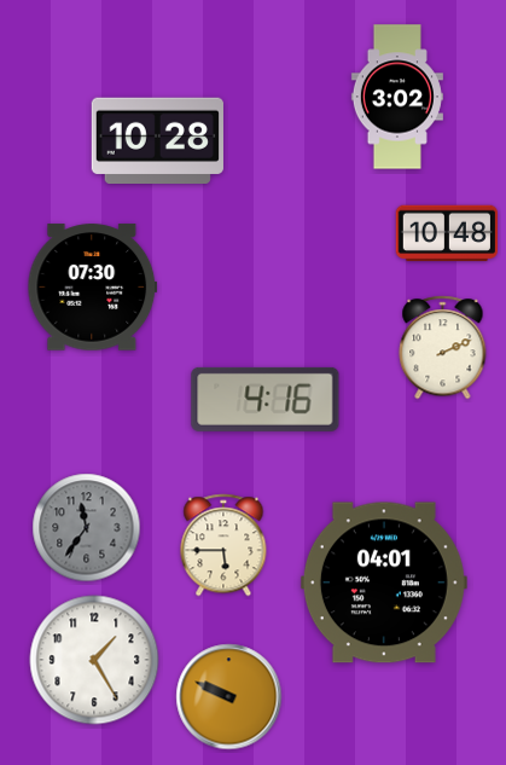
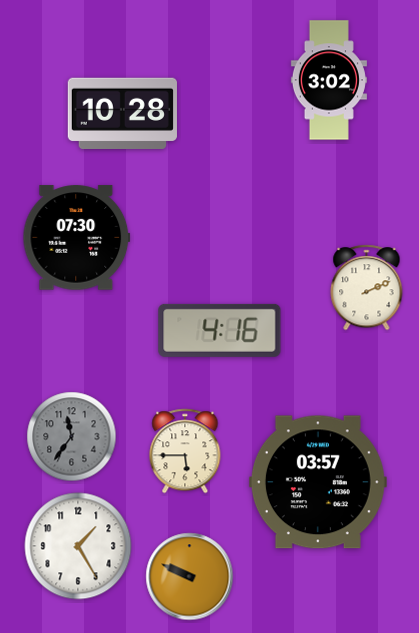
clock at (157, 140) position: (157, 140) -> (122, 113)
clock at (446, 233): 10:48 -> none
clock at (384, 583): 04:01 -> 03:57
